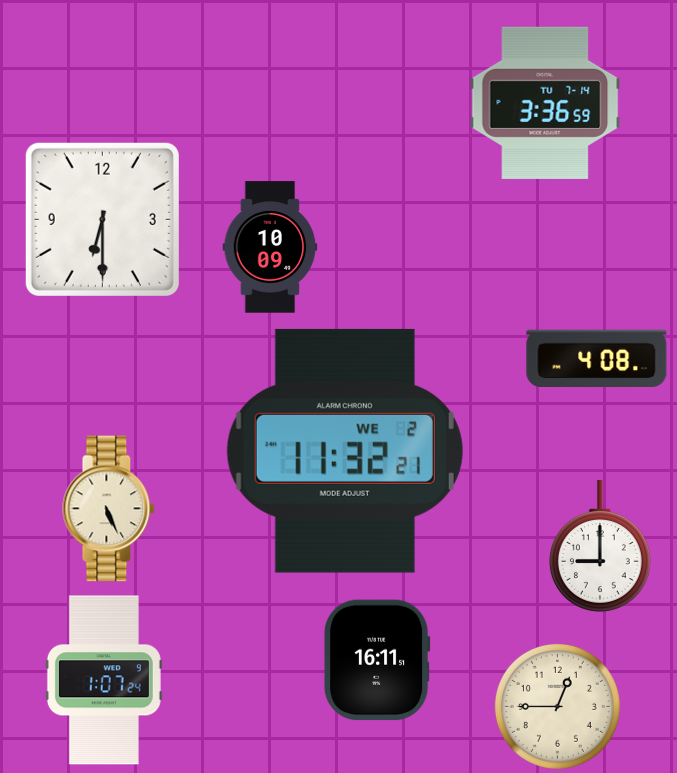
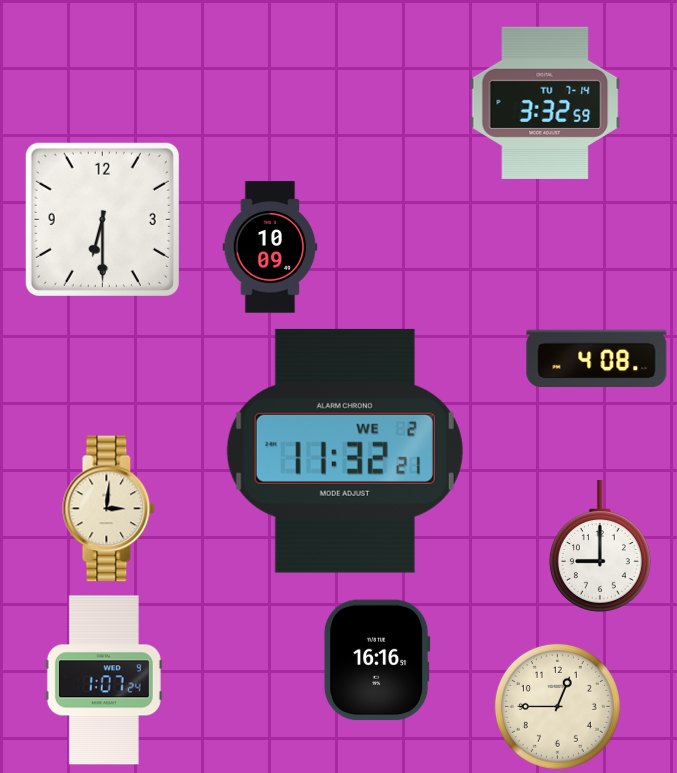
clock at (545, 103): 3:36 -> 3:32
clock at (109, 509): 5:26 -> 3:01
clock at (377, 660): 16:11 -> 16:16
